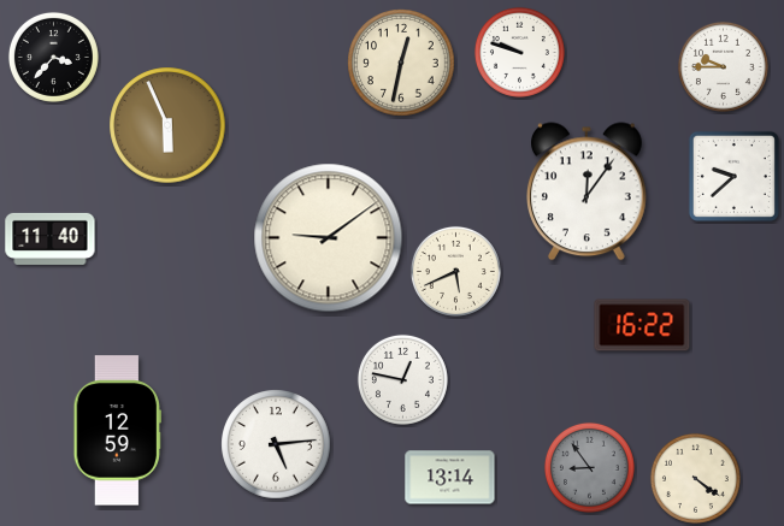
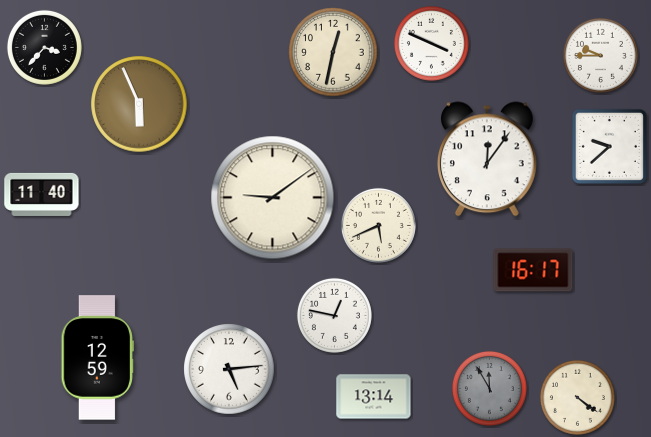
clock at (519, 52): 9:48 -> 3:49
clock at (51, 238) position: (51, 238) -> (42, 194)
clock at (642, 325): 16:22 -> 16:17
clock at (589, 467): 8:54 -> 11:55
